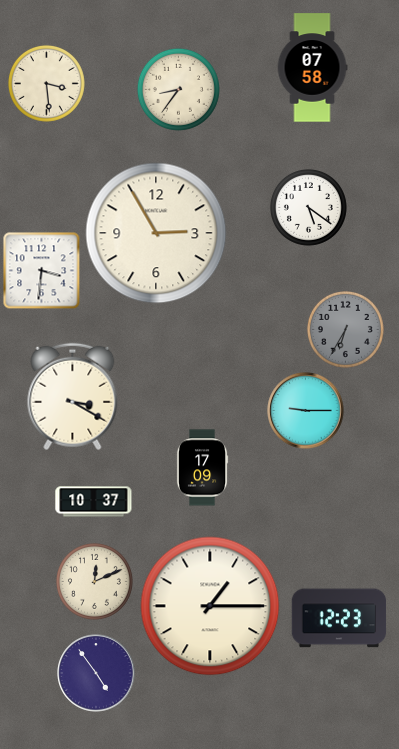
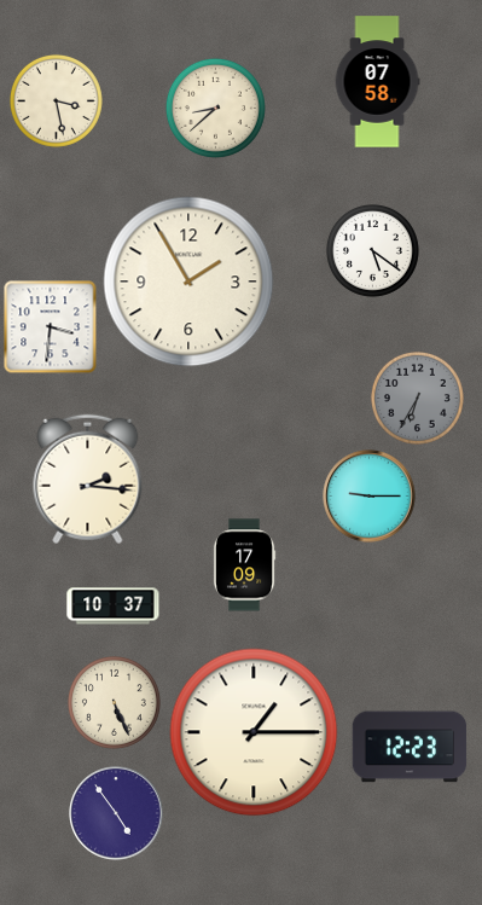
clock at (46, 83): 3:29 -> 3:28
clock at (178, 89): 8:36 -> 8:38
clock at (156, 233): 2:55 -> 1:55
clock at (73, 397): 3:20 -> 2:16
clock at (94, 581): 12:11 -> 5:26
